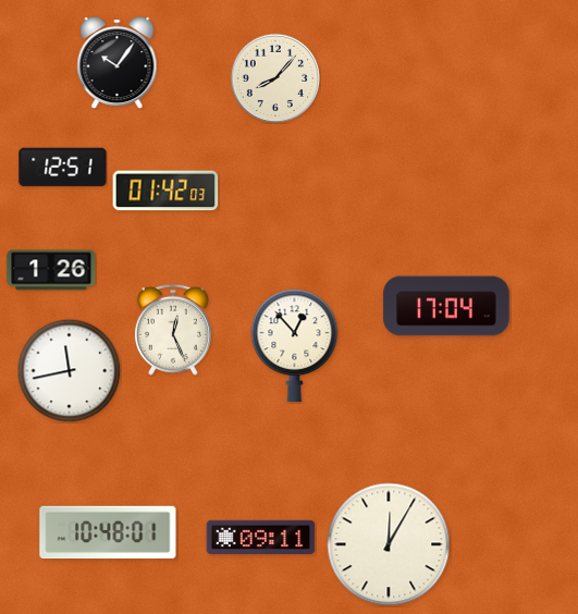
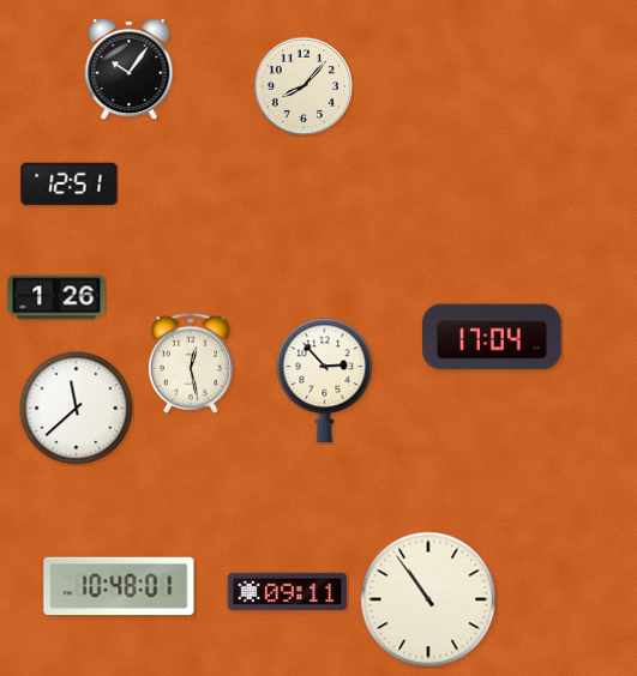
clock at (165, 191): 01:42 -> none
clock at (173, 330): 12:26 -> 12:28
clock at (295, 345): 12:53 -> 2:53
clock at (69, 370): 11:43 -> 11:38
clock at (389, 544): 12:05 -> 10:54
